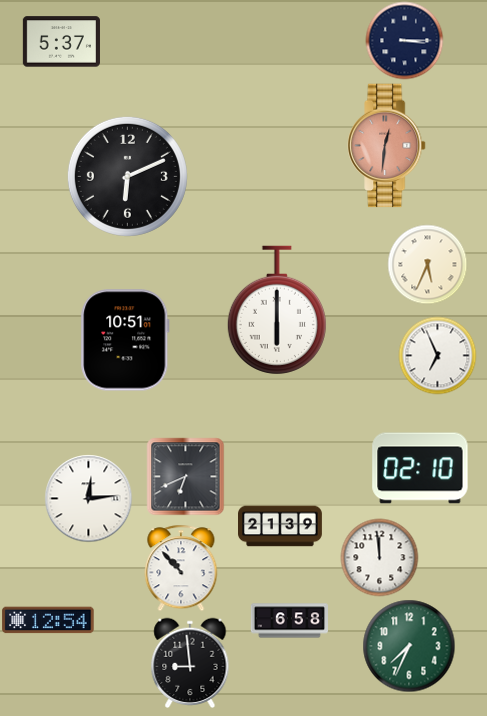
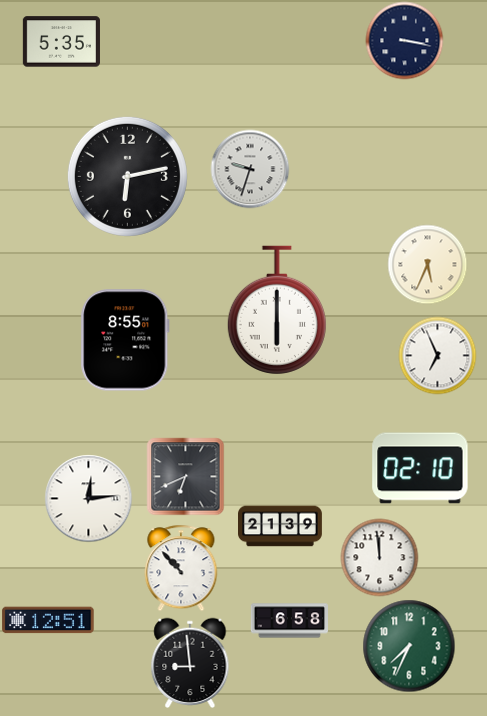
clock at (404, 40): 3:15 -> 3:17
clock at (61, 42): 5:37 -> 5:35
clock at (387, 146): 12:31 -> none
clock at (250, 169): none -> 9:33
clock at (127, 176): 6:11 -> 6:13
clock at (125, 340): 10:51 -> 8:55
clock at (48, 620): 12:54 -> 12:51
